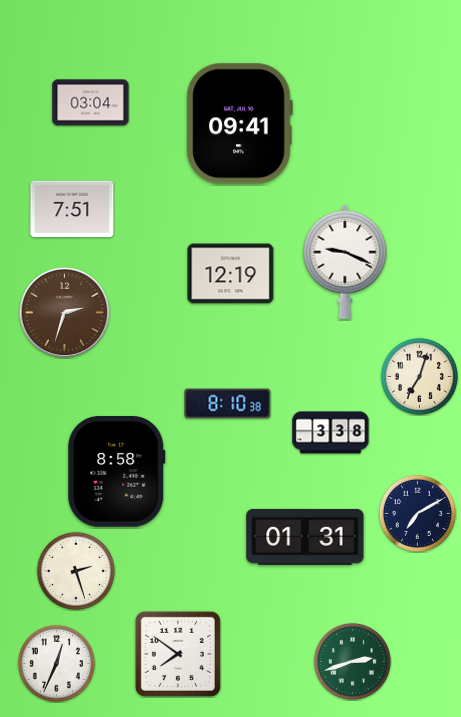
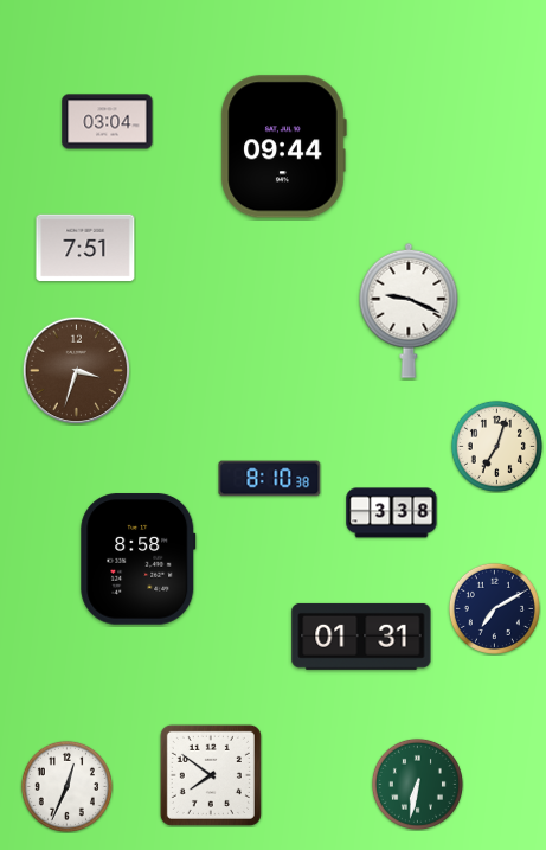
clock at (239, 124): 09:41 -> 09:44
clock at (231, 274): 12:19 -> none
clock at (64, 312): 2:33 -> 3:33
clock at (76, 571): 2:27 -> none
clock at (352, 661): 2:42 -> 6:32
